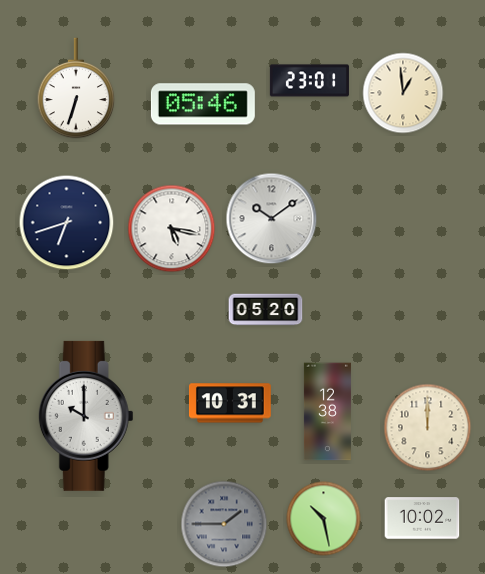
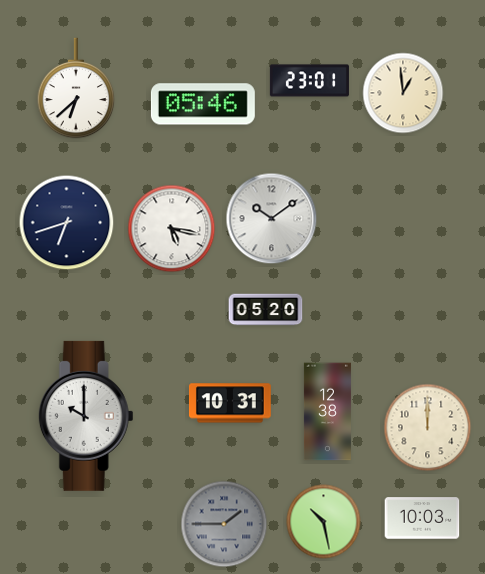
clock at (76, 88): 6:33 -> 6:38
clock at (422, 518): 10:02 -> 10:03
clock at (324, 519) position: (324, 519) -> (324, 522)
